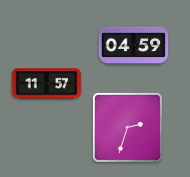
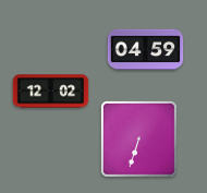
clock at (47, 84): 11:57 -> 12:02
clock at (127, 127): 2:33 -> 6:33
